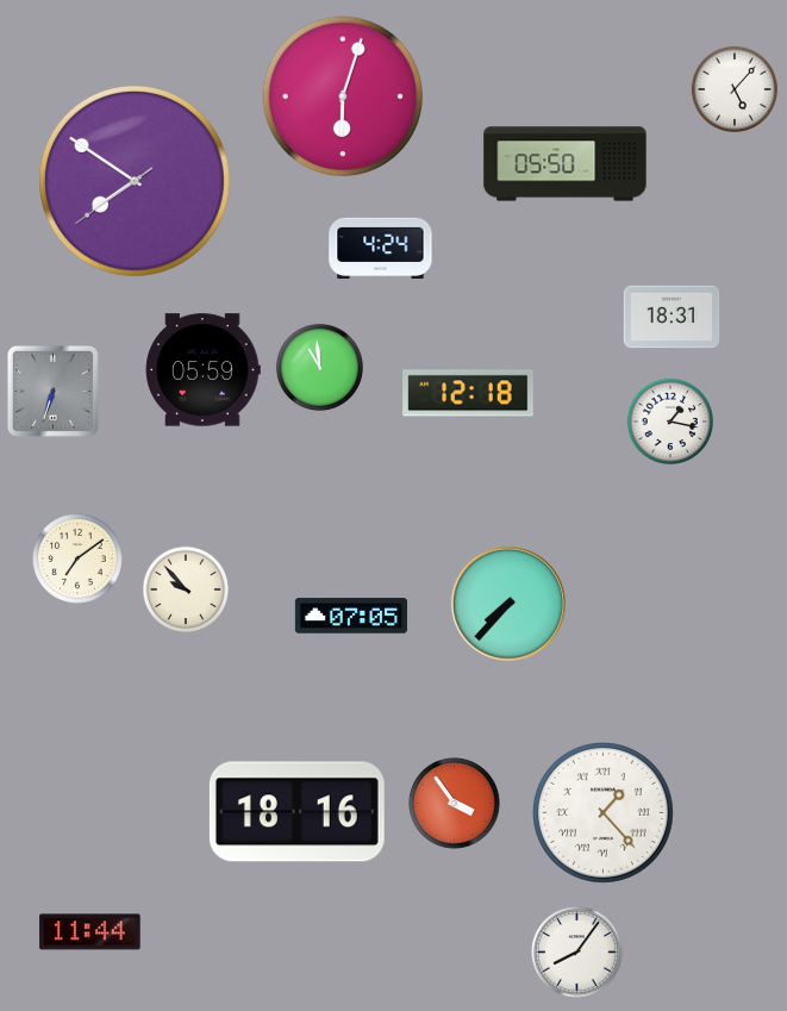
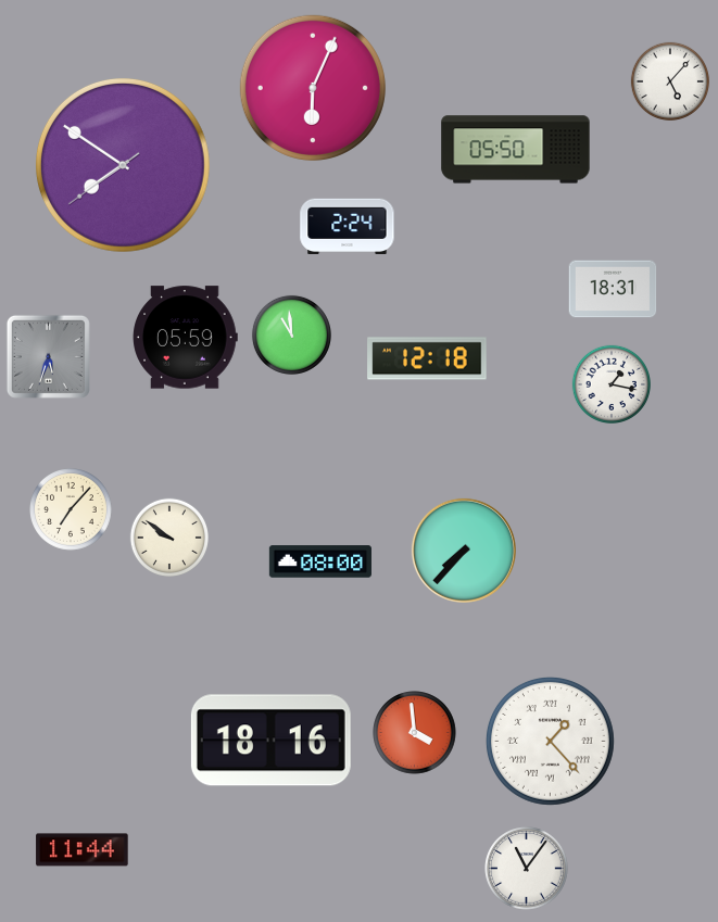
clock at (343, 96): 6:03 -> 6:04
clock at (381, 249): 4:24 -> 2:24
clock at (52, 391): 6:33 -> 5:33
clock at (79, 560): 7:09 -> 7:07
clock at (185, 588): 9:53 -> 9:51
clock at (350, 616): 07:05 -> 08:00
clock at (455, 804): 3:54 -> 3:59
clock at (577, 953): 8:06 -> 11:06
